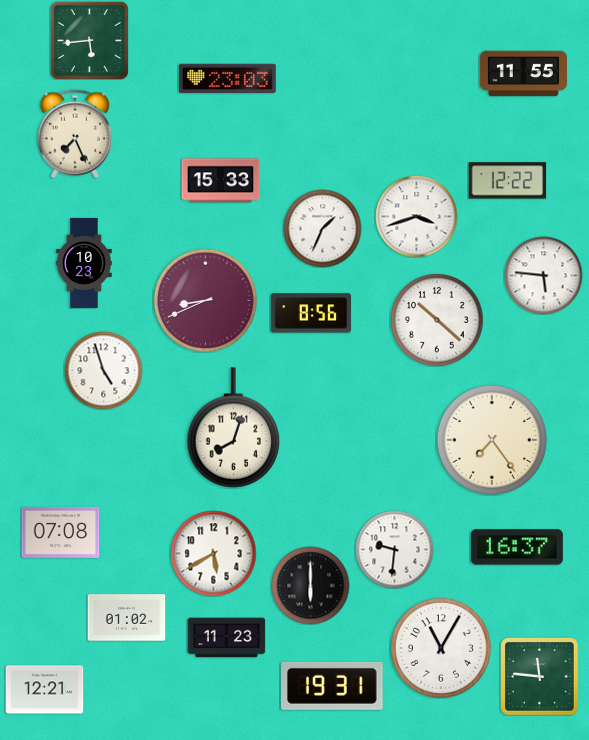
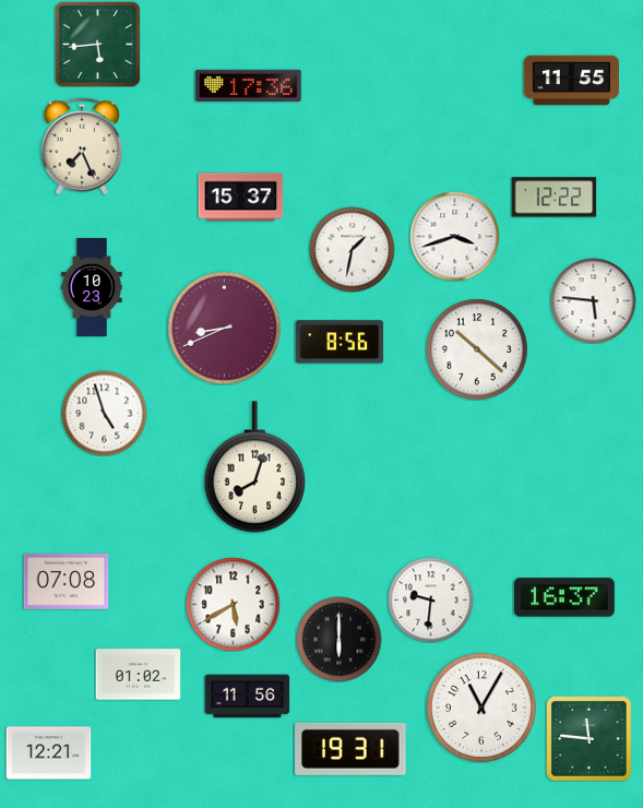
clock at (228, 79): 23:03 -> 17:36
clock at (220, 181): 15:33 -> 15:37
clock at (322, 228): 1:34 -> 1:32
clock at (103, 370) position: (103, 370) -> (104, 413)
clock at (492, 440): 7:24 -> none
clock at (226, 638): 11:23 -> 11:56
clock at (332, 686) position: (332, 686) -> (350, 749)
